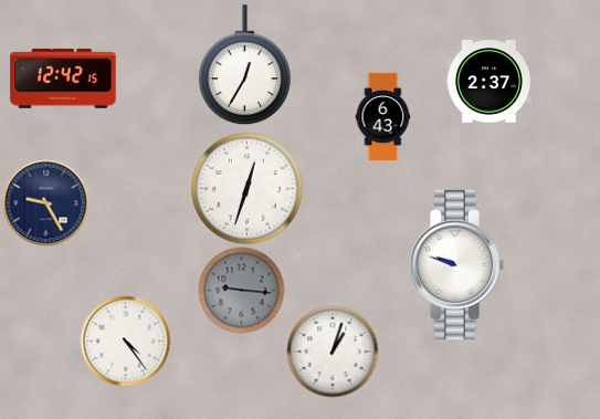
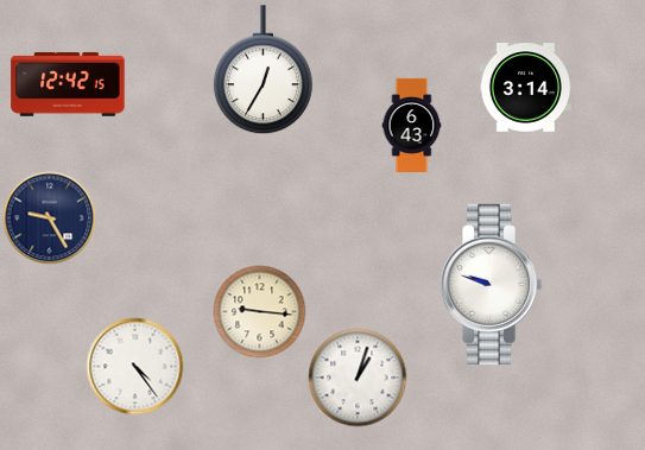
clock at (488, 82): 2:37 -> 3:14
clock at (248, 189): 12:33 -> none
clock at (241, 290) dial: grey -> cream
